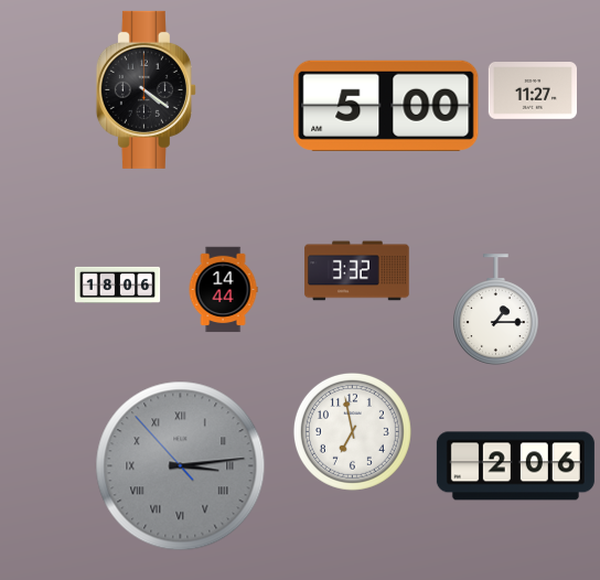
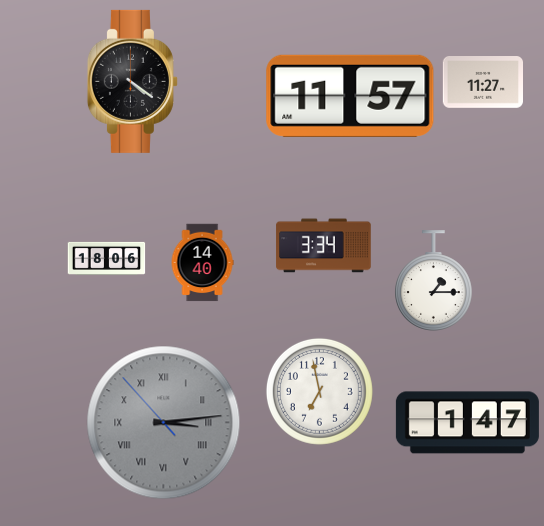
clock at (386, 106): 5:00 -> 11:57
clock at (357, 271): 3:32 -> 3:34
clock at (223, 289): 14:44 -> 14:40
clock at (496, 310) position: (496, 310) -> (434, 281)
clock at (515, 466): 2:06 -> 1:47
